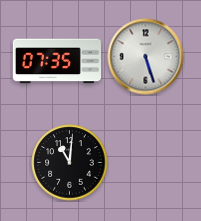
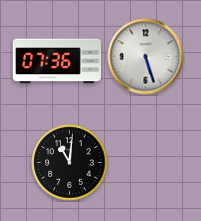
clock at (57, 61): 07:35 -> 07:36
